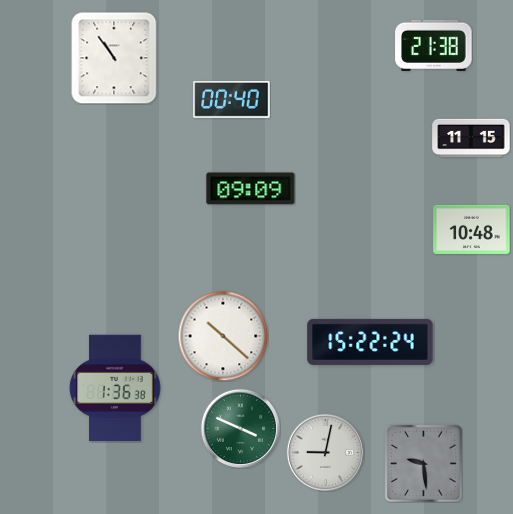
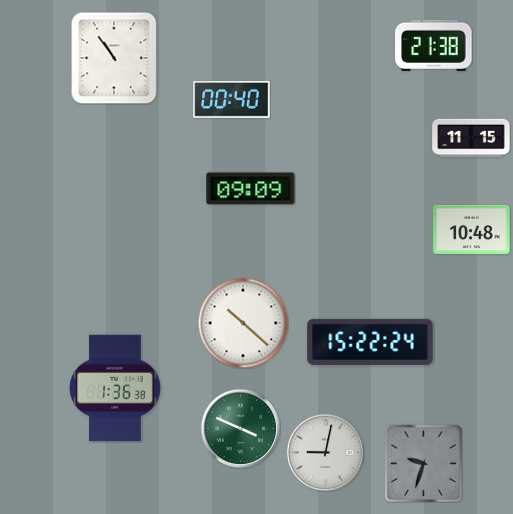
clock at (223, 336) position: (223, 336) -> (243, 323)
clock at (423, 463): 9:29 -> 9:33
